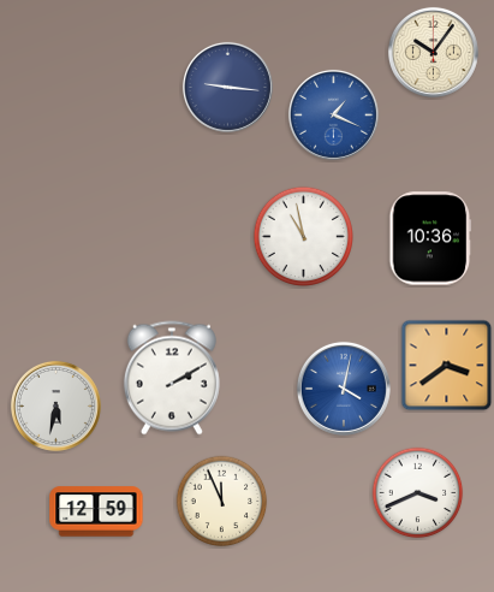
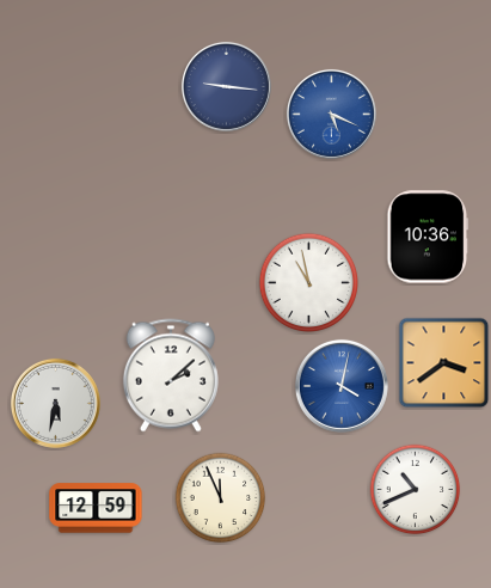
clock at (433, 52): 10:06 -> none
clock at (333, 114): 1:19 -> 5:19
clock at (304, 237) position: (304, 237) -> (309, 283)
clock at (172, 378): 2:10 -> 2:08
clock at (418, 493): 3:41 -> 10:41
